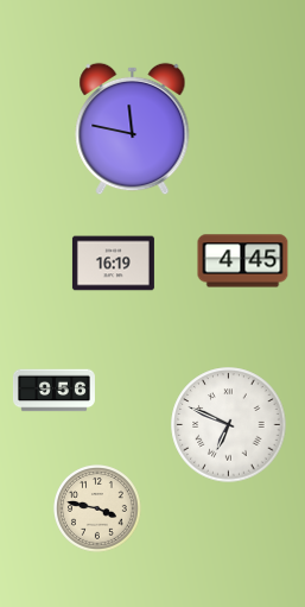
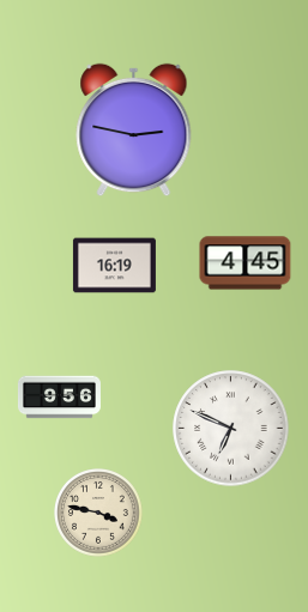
clock at (133, 129): 11:47 -> 2:47
clock at (53, 391) position: (53, 391) -> (59, 398)
